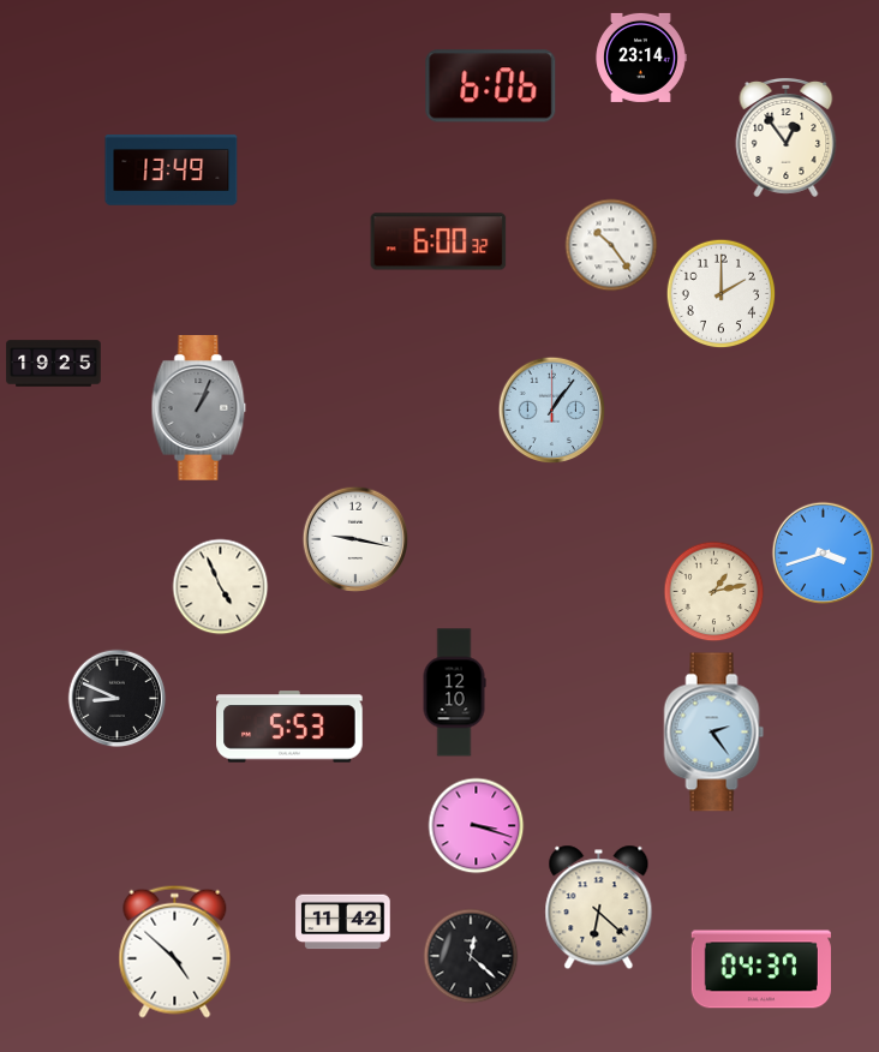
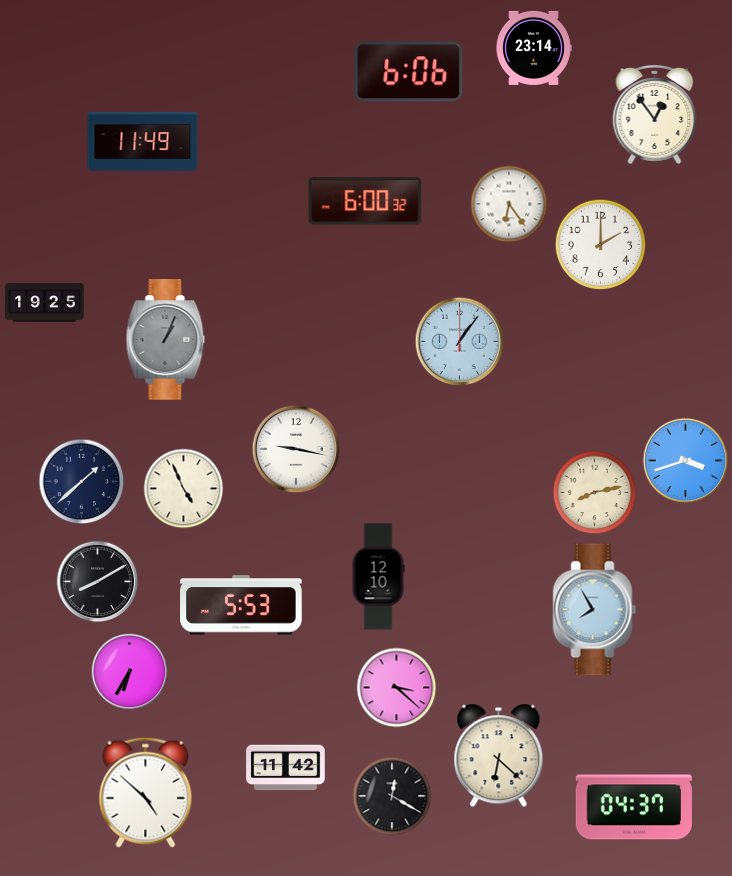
clock at (172, 171): 13:49 -> 11:49
clock at (611, 245): 10:24 -> 6:24
clock at (82, 482): none -> 1:38
clock at (714, 592): 1:13 -> 8:13
clock at (118, 699): 8:49 -> 8:10
clock at (714, 733): 2:24 -> 7:55
clock at (130, 672): none -> 6:35
clock at (477, 826): 3:18 -> 3:22
clock at (471, 956): 12:22 -> 12:20
